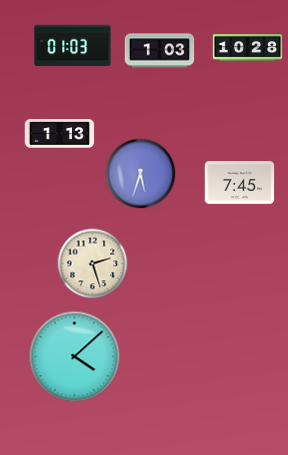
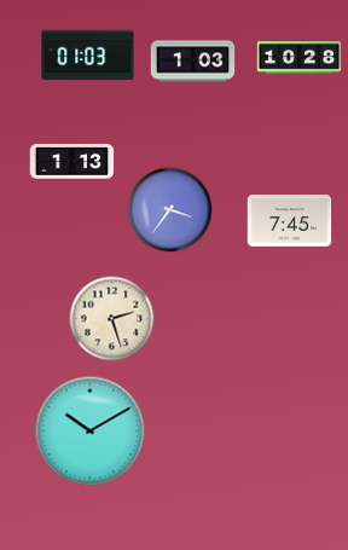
clock at (141, 174): 5:33 -> 3:36
clock at (75, 357): 4:08 -> 10:10
